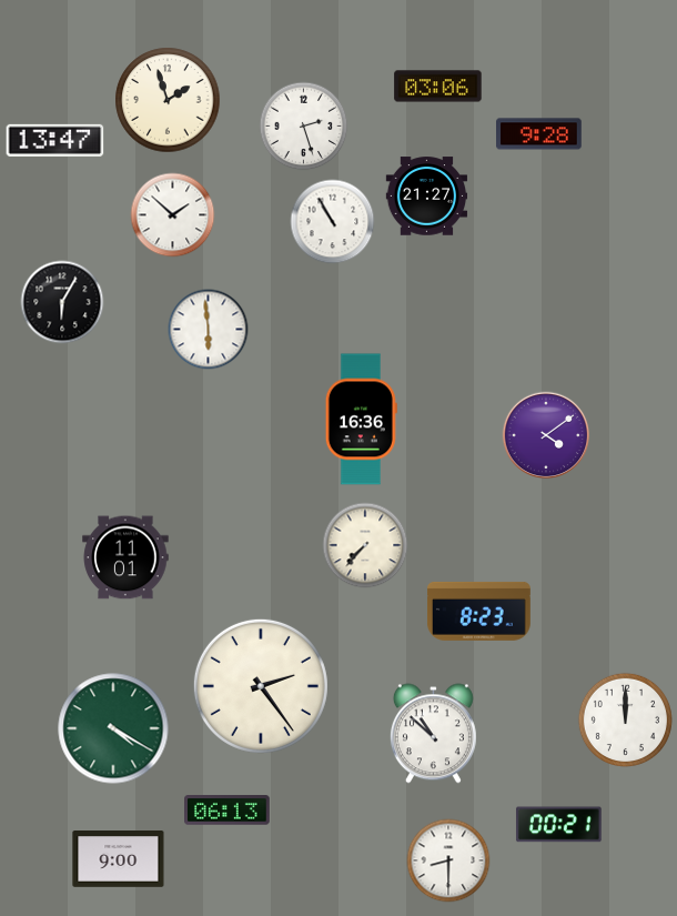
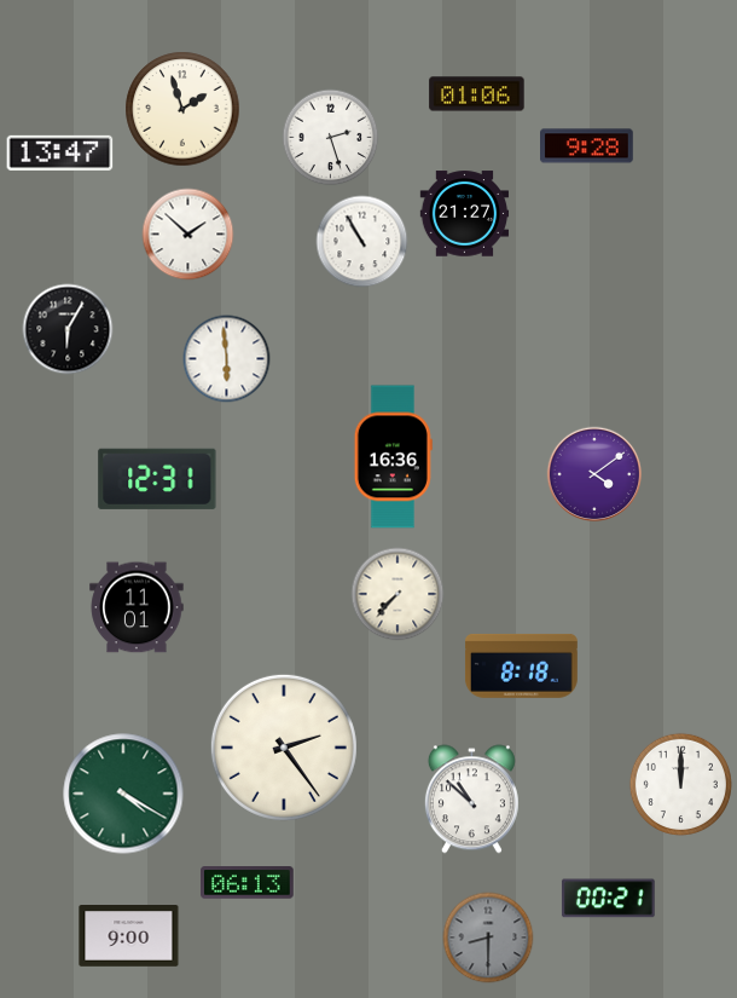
clock at (438, 87): 03:06 -> 01:06
clock at (157, 479): none -> 12:31
clock at (478, 611): 8:23 -> 8:18
clock at (448, 860) dial: white -> grey
